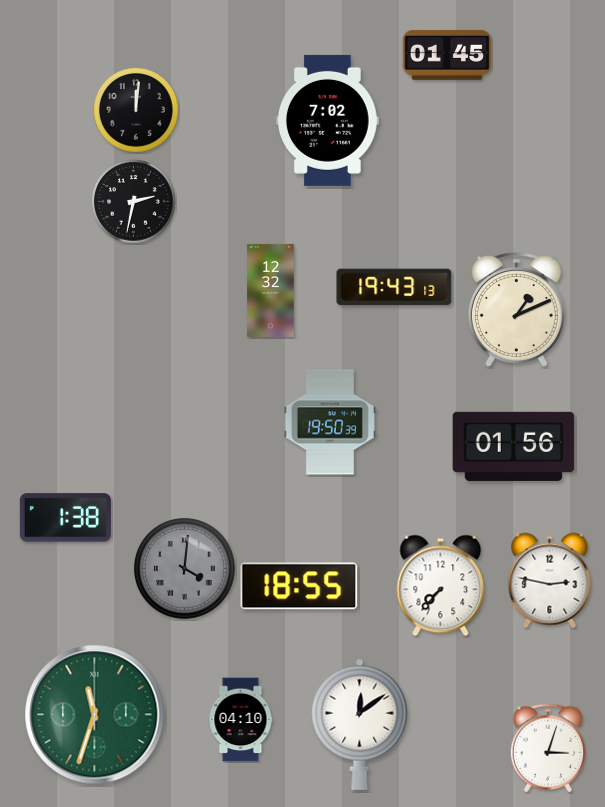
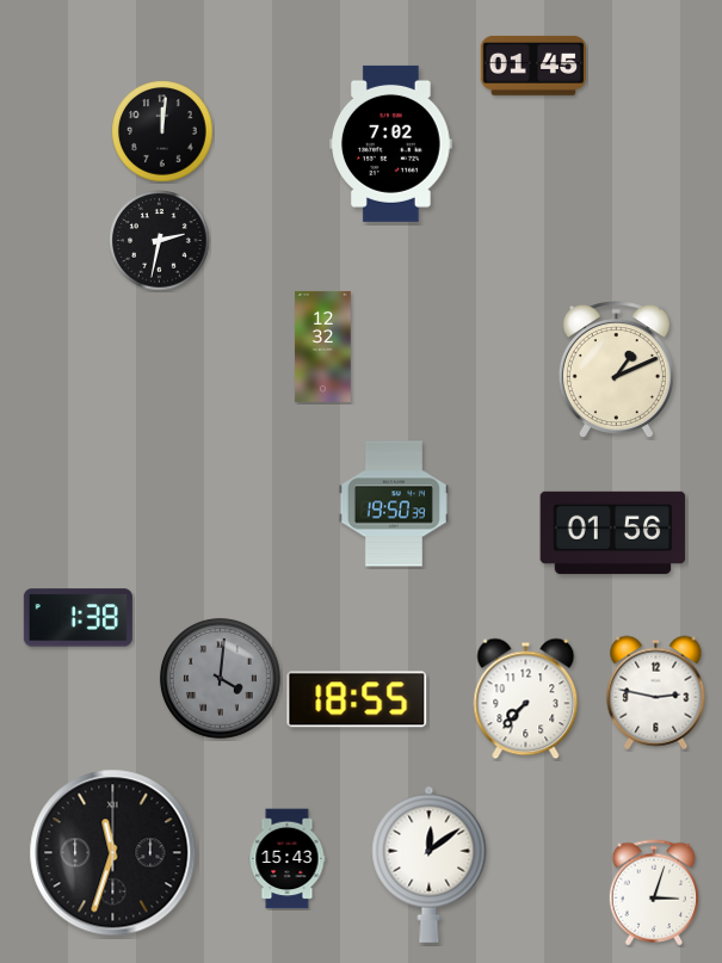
clock at (394, 287): 19:43 -> none
clock at (95, 715) dial: green -> black
clock at (241, 720): 04:10 -> 15:43
